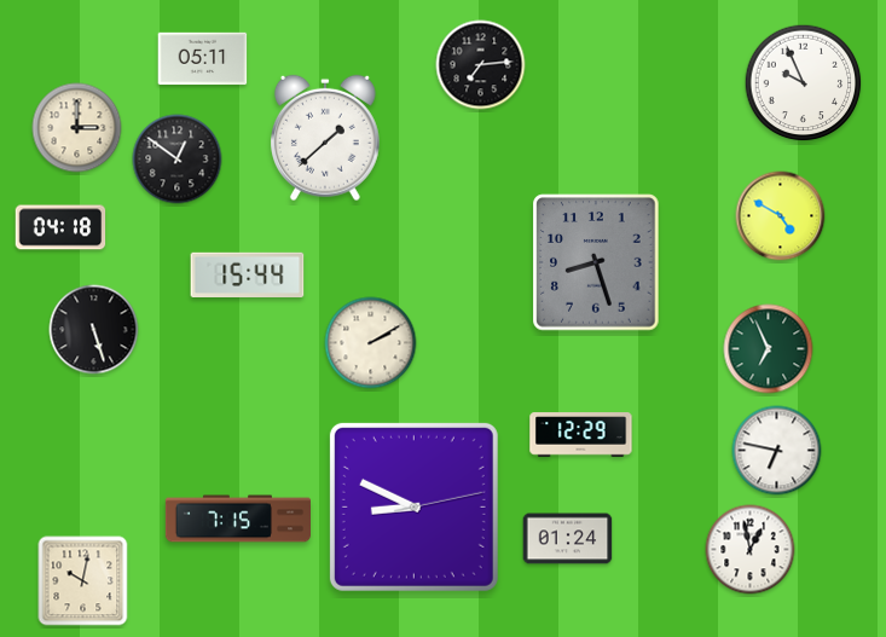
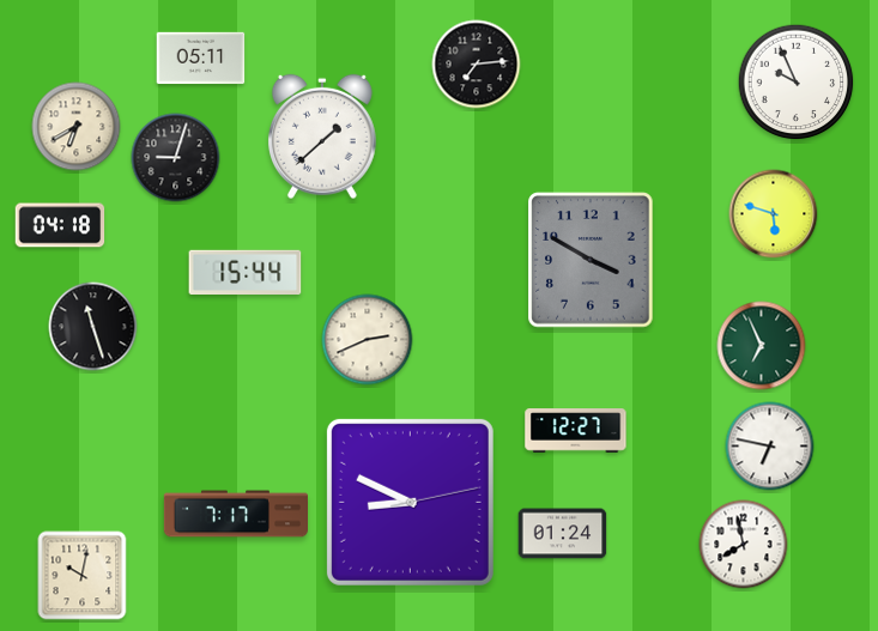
clock at (77, 128): 3:00 -> 6:40
clock at (178, 160): 12:51 -> 9:03
clock at (781, 216): 4:50 -> 5:48
clock at (596, 262): 8:27 -> 3:50
clock at (94, 330): 5:27 -> 11:27
clock at (371, 343): 2:10 -> 2:41
clock at (581, 435): 12:29 -> 12:27
clock at (237, 519): 7:15 -> 7:17
clock at (751, 550): 12:58 -> 7:58
